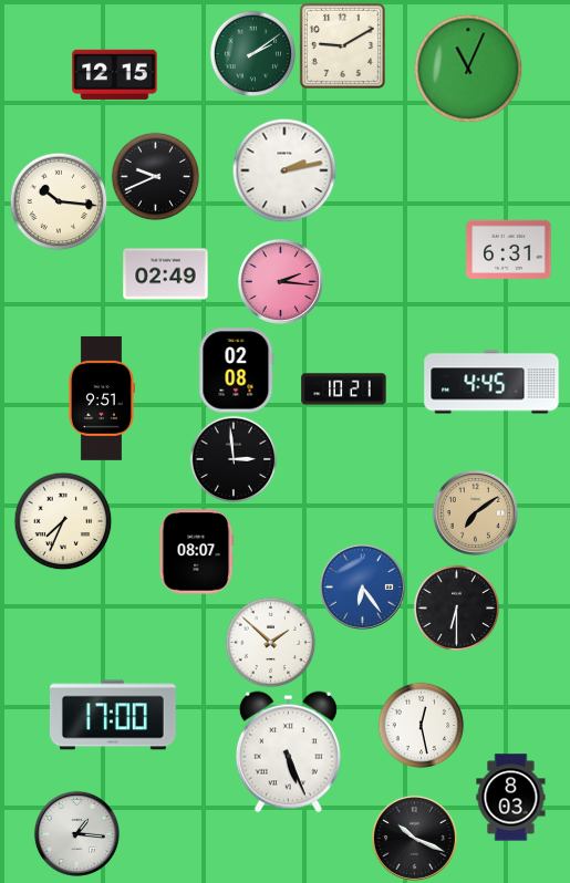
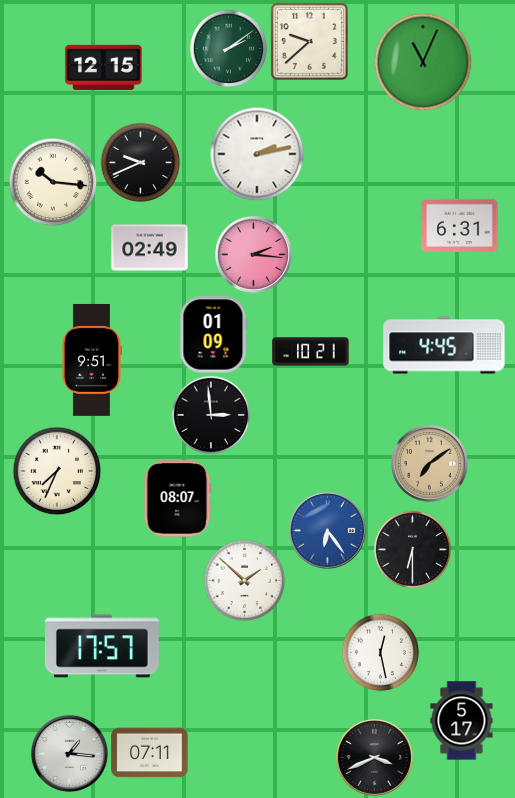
clock at (342, 45): 9:10 -> 9:38
clock at (155, 176) position: (155, 176) -> (140, 162)
clock at (237, 371): 02:08 -> 01:09
clock at (113, 715): 17:00 -> 17:57
clock at (421, 725) position: (421, 725) -> (380, 652)
clock at (288, 752): 5:26 -> none
clock at (511, 798): 8:03 -> 5:17
clock at (150, 753): none -> 07:11
clock at (414, 838): 10:19 -> 3:41
